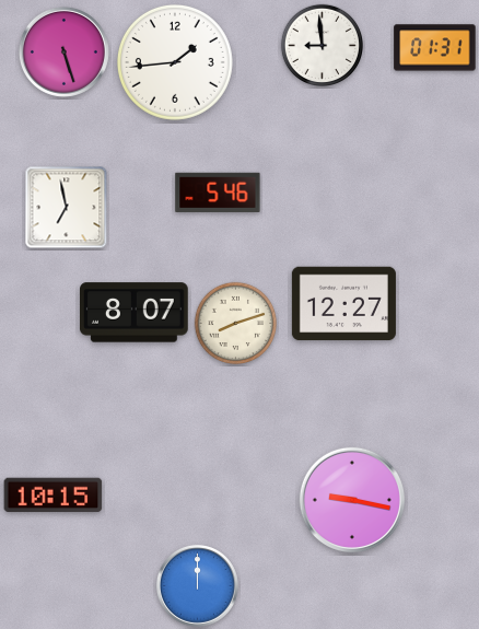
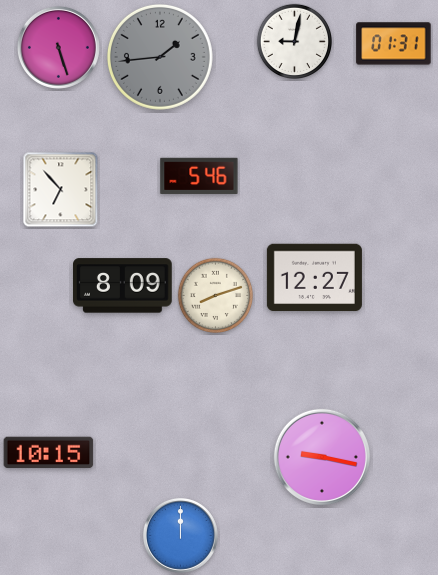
clock at (323, 46): 8:59 -> 9:02
clock at (435, 48) position: (435, 48) -> (394, 44)
clock at (175, 62) dial: white -> grey
clock at (67, 208): 6:58 -> 6:53
clock at (135, 313): 8:07 -> 8:09
